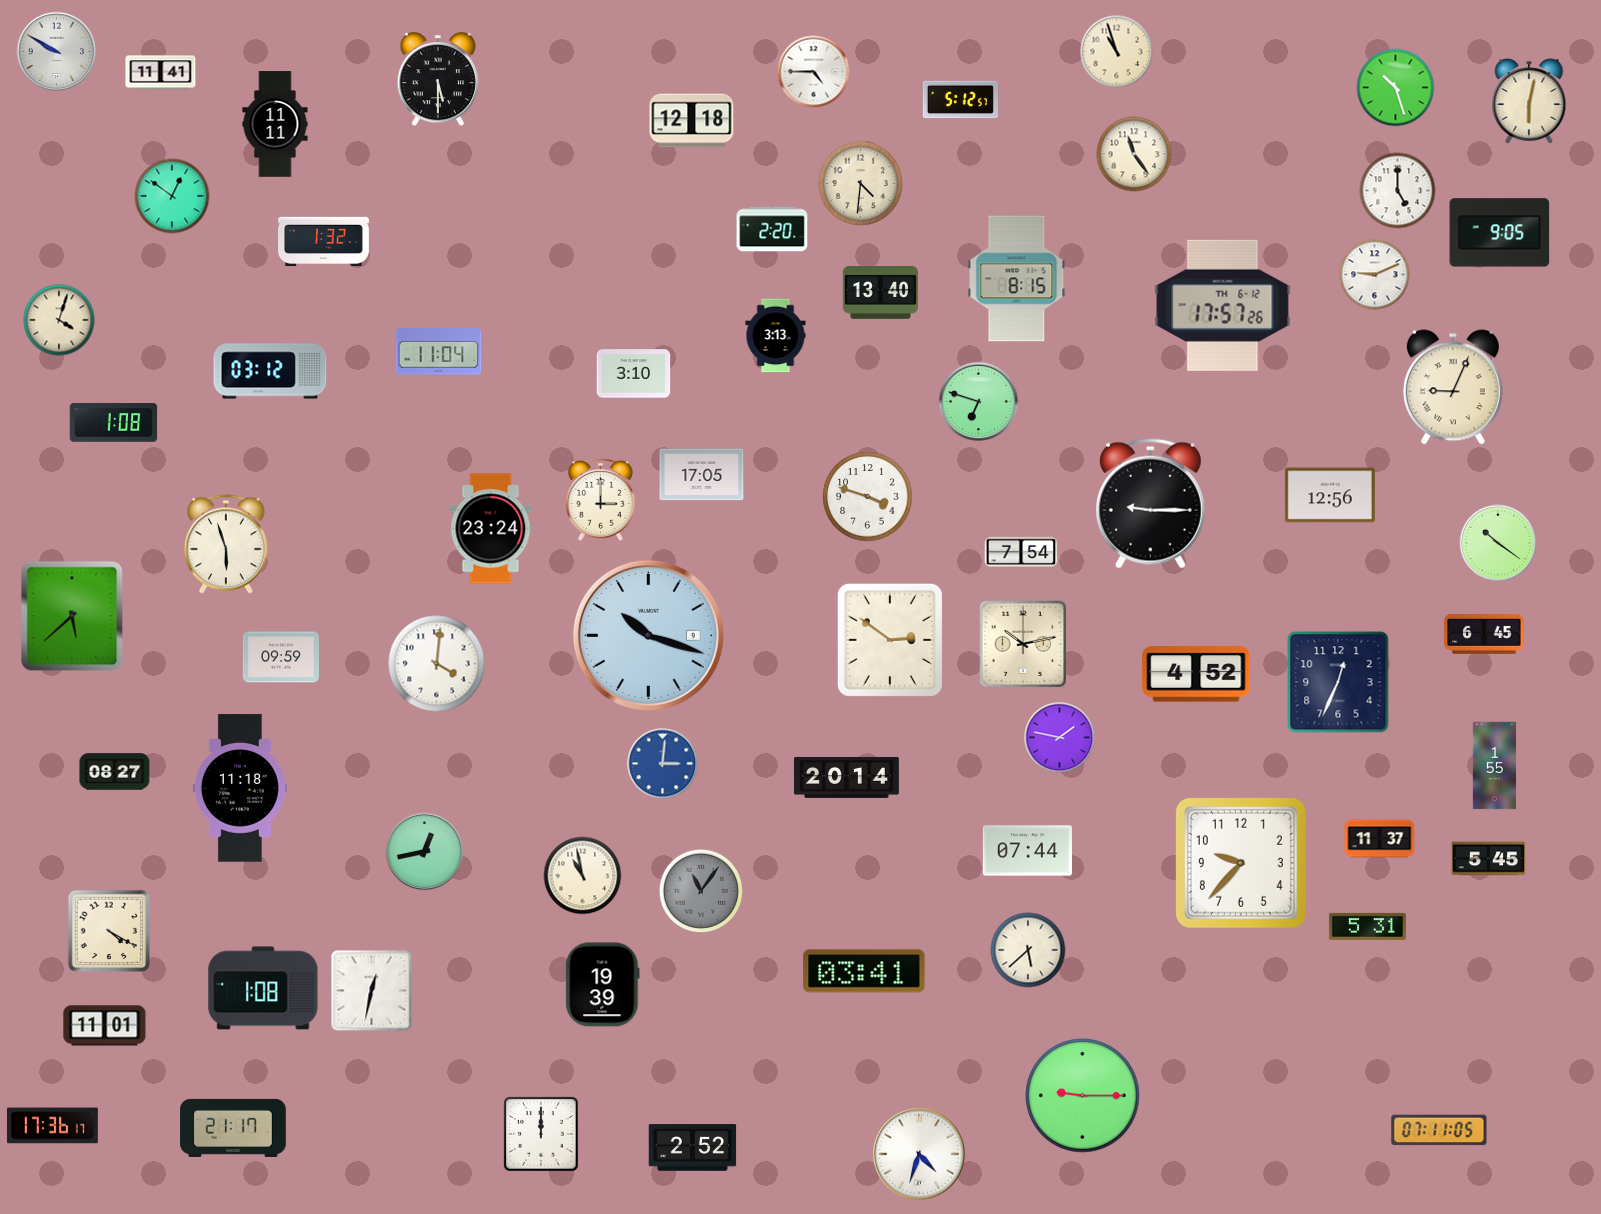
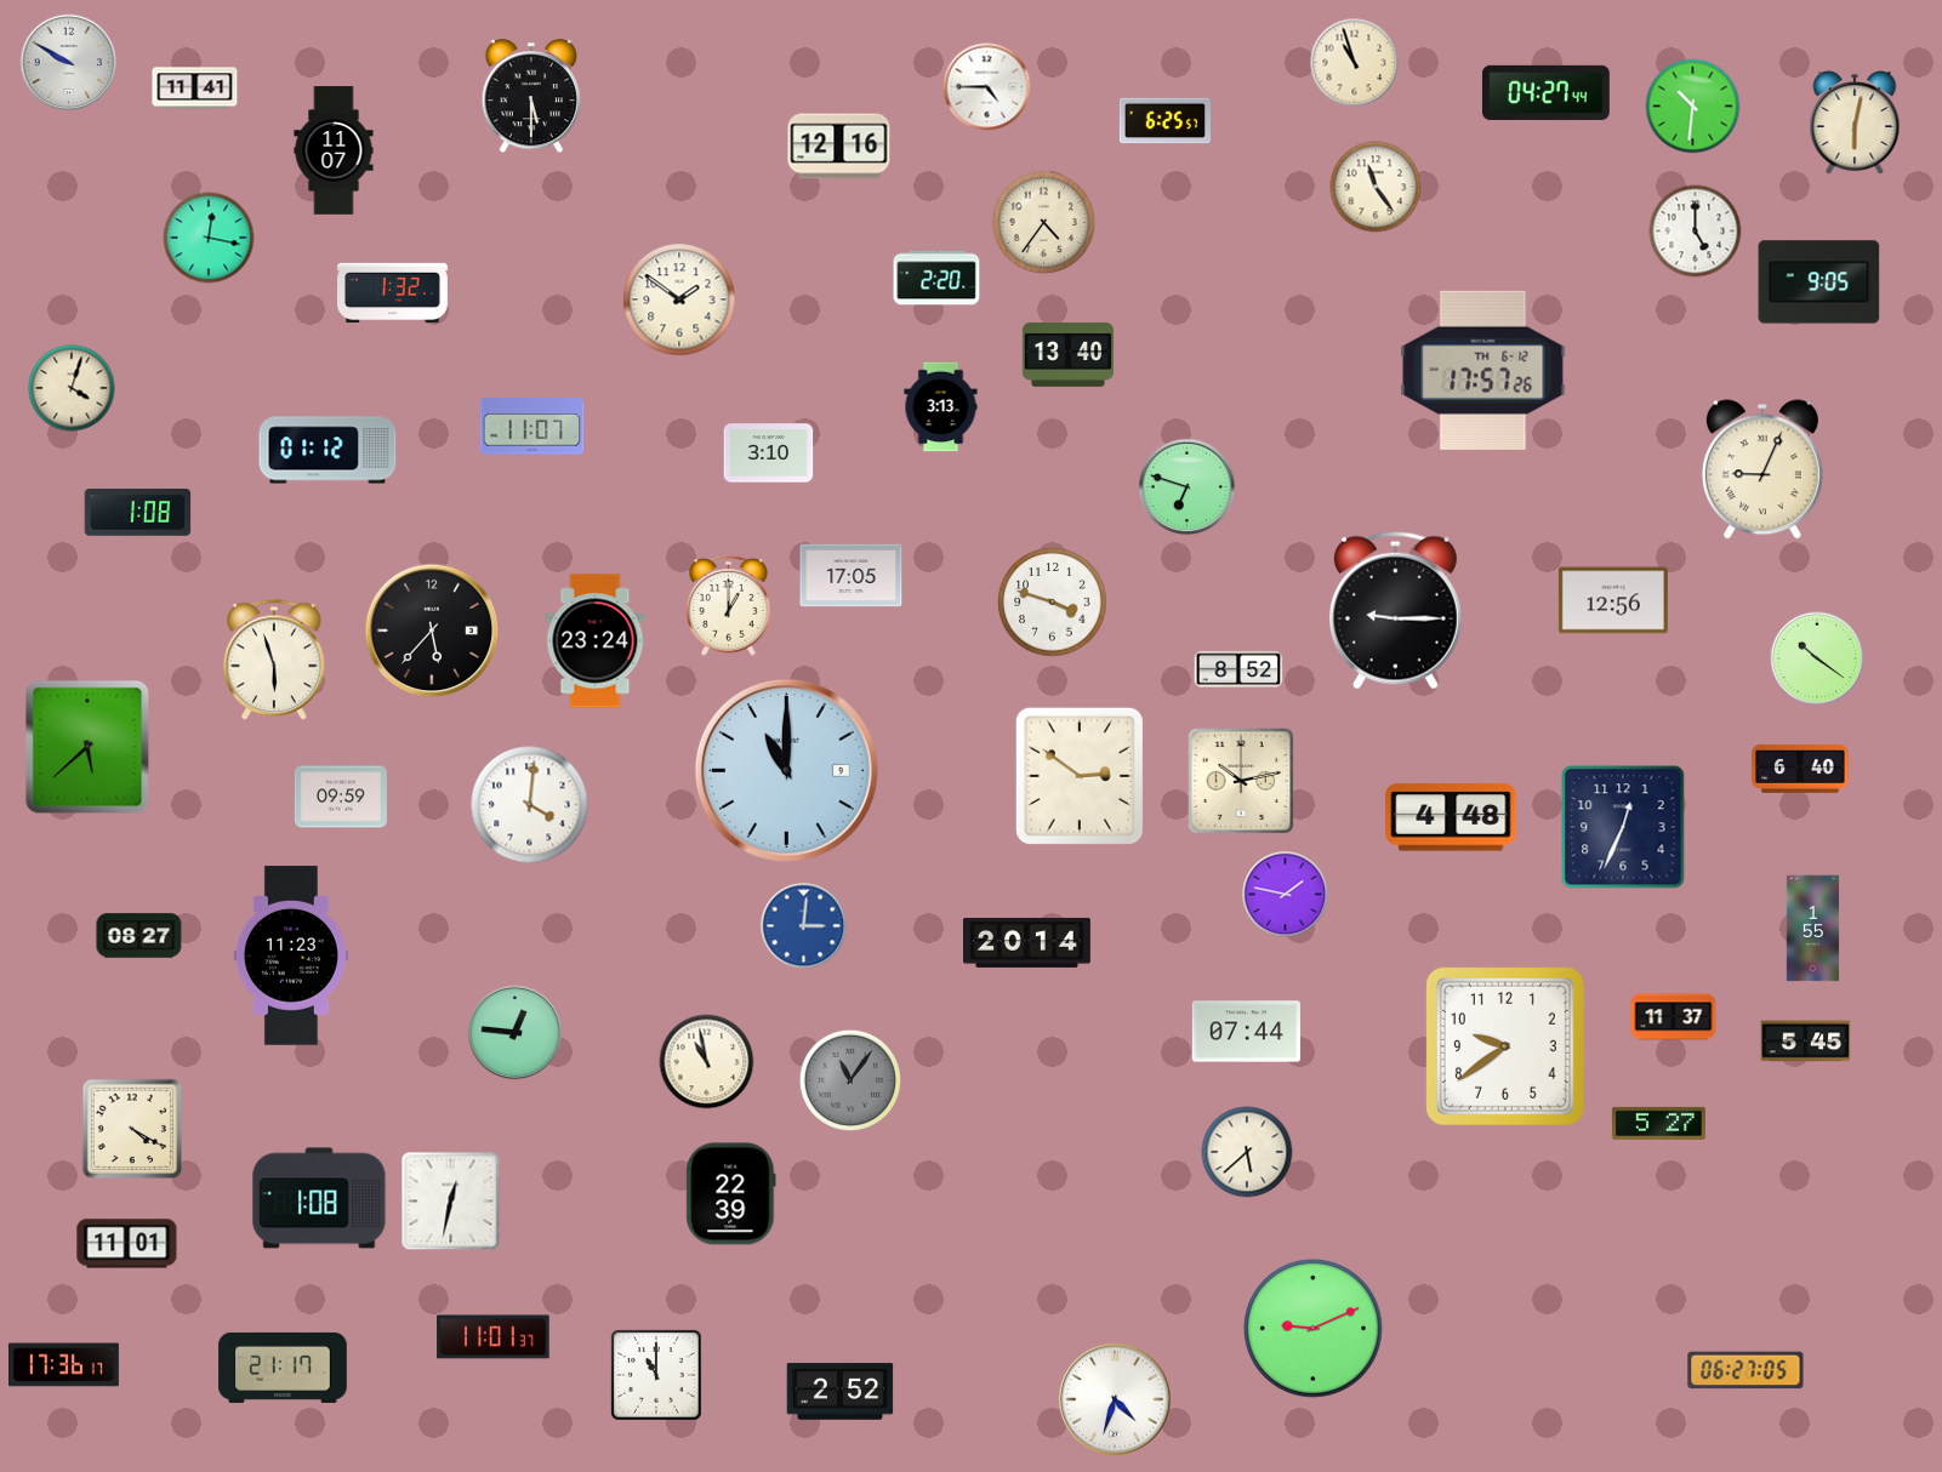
clock at (1545, 92): none -> 04:27
clock at (1396, 88): 10:27 -> 10:31
clock at (960, 100): 5:12 -> 6:25
clock at (692, 121): 12:18 -> 12:16
clock at (275, 124): 11:11 -> 11:07
clock at (860, 183): 4:31 -> 4:36
clock at (172, 196): 12:51 -> 12:17
clock at (679, 299): none -> 1:51
clock at (1375, 275): 9:11 -> none
clock at (1017, 279): 8:15 -> none
clock at (439, 352): 11:04 -> 11:07
clock at (270, 371): 03:12 -> 01:12
clock at (601, 500): 3:00 -> 1:00
clock at (432, 631): none -> 5:37
clock at (1021, 552): 7:54 -> 8:52
clock at (1484, 634): 6:45 -> 6:40
clock at (648, 635): 10:18 -> 11:00
clock at (1196, 674): 4:52 -> 4:48
clock at (240, 788): 11:18 -> 11:23
clock at (425, 852): 12:43 -> 12:46
clock at (1241, 863): 9:37 -> 9:39
clock at (1367, 926): 5:31 -> 5:27
clock at (864, 971): 03:41 -> none
clock at (603, 985): 19:39 -> 22:39
clock at (1083, 1096): 9:15 -> 9:11
clock at (494, 1337): none -> 11:01
clock at (1439, 1130): 07:11 -> 06:27
clock at (541, 1134): 12:00 -> 11:00
